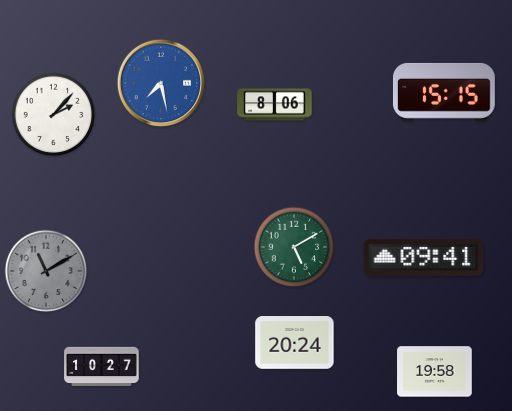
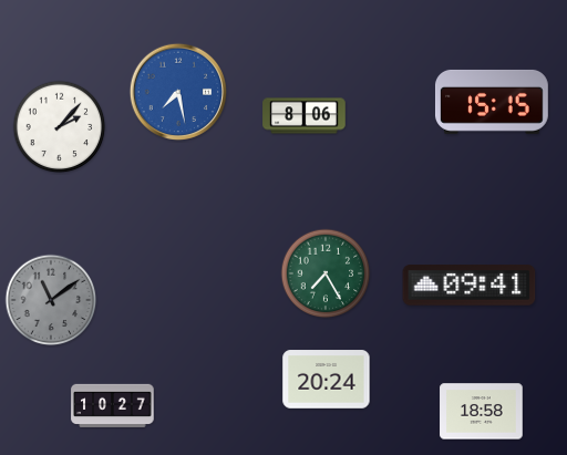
clock at (294, 247): 5:10 -> 7:25
clock at (46, 271): 11:10 -> 11:09
clock at (435, 372): 19:58 -> 18:58
